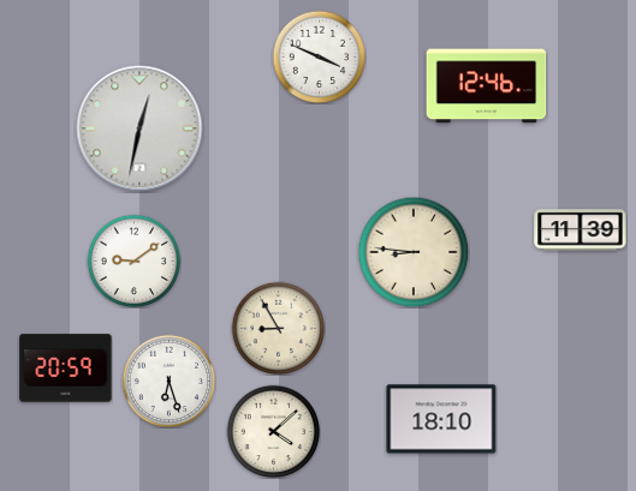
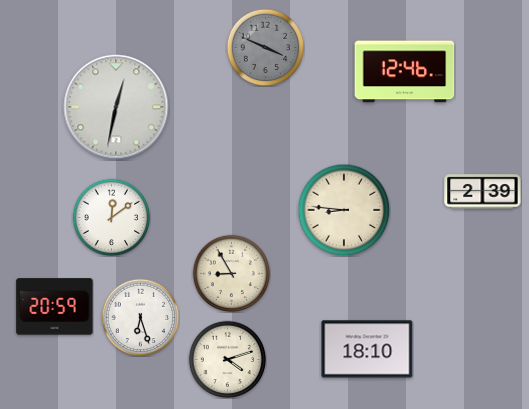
clock at (319, 56) dial: white -> grey
clock at (581, 230): 11:39 -> 2:39
clock at (133, 261): 9:09 -> 12:09
clock at (273, 431): 4:08 -> 4:12
